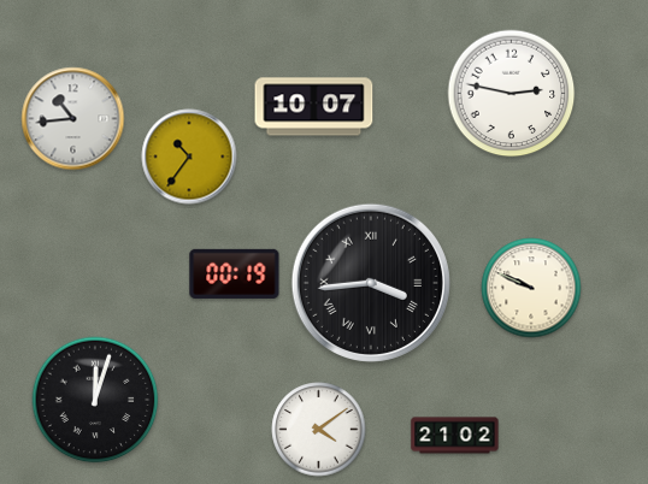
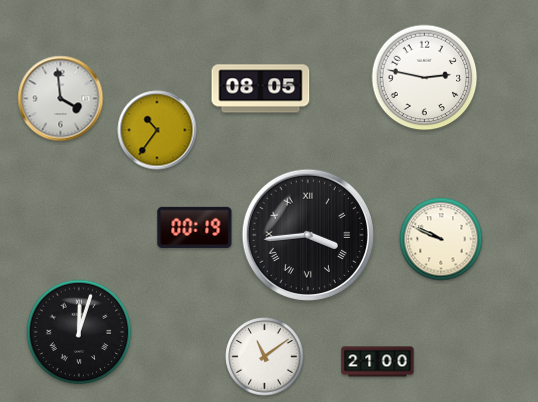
clock at (314, 107): 10:07 -> 08:05
clock at (73, 119): 10:44 -> 3:59
clock at (319, 430): 4:09 -> 11:09
clock at (455, 436): 21:02 -> 21:00
